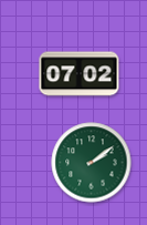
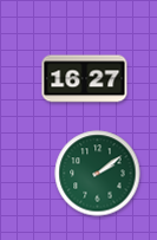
clock at (80, 74): 07:02 -> 16:27
